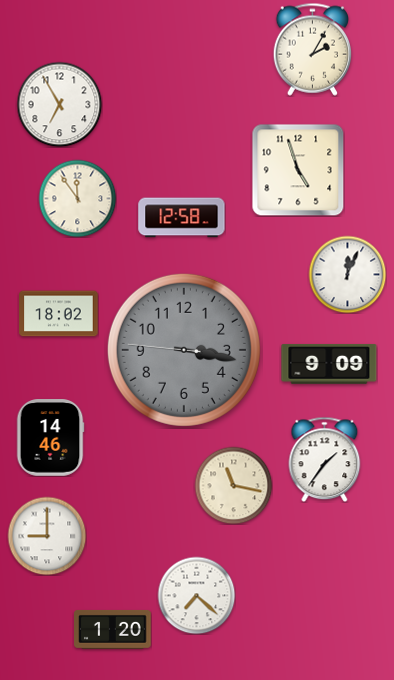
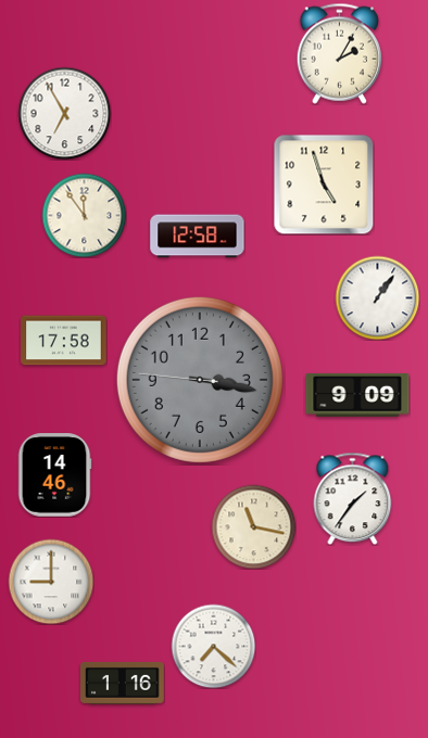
clock at (347, 274): 12:04 -> 1:06
clock at (59, 314): 18:02 -> 17:58
clock at (113, 629): 1:20 -> 1:16
